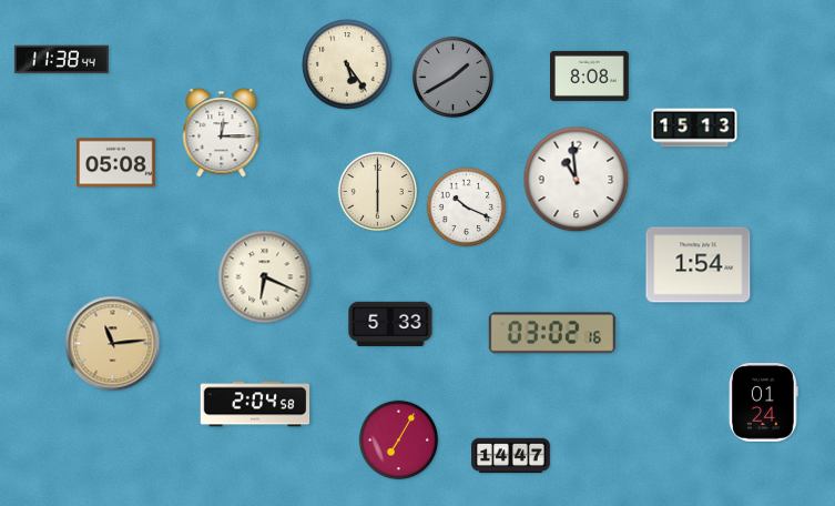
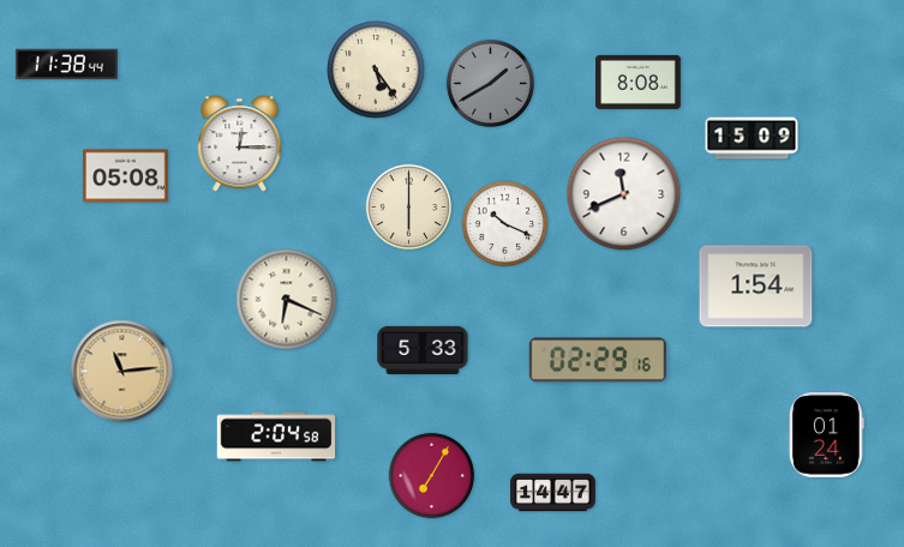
clock at (694, 128): 15:13 -> 15:09
clock at (577, 180): 10:59 -> 11:41
clock at (552, 333): 03:02 -> 02:29
